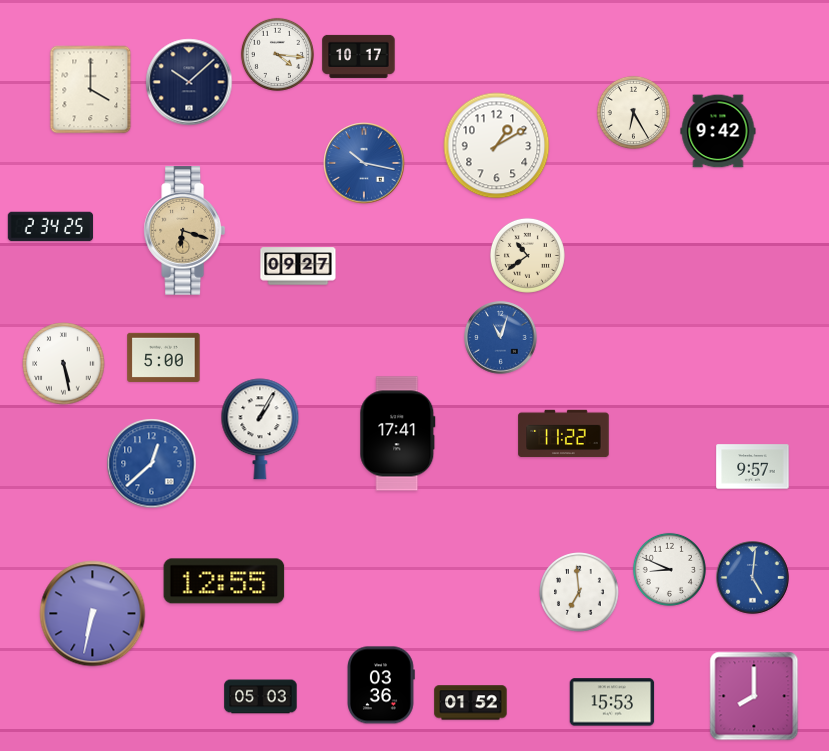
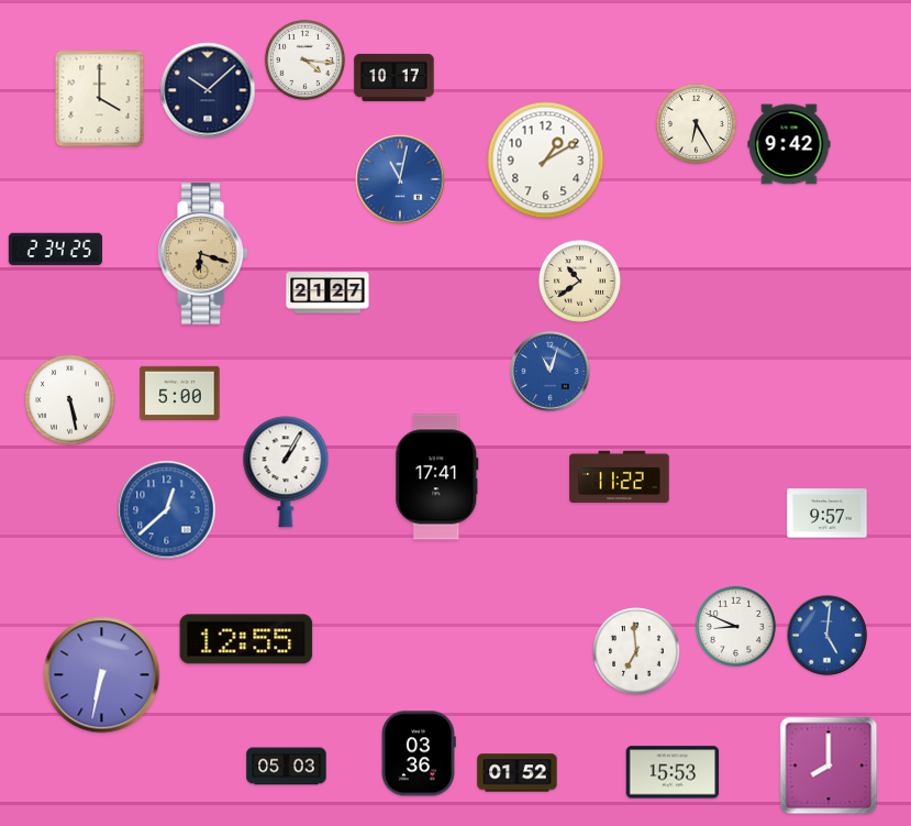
clock at (359, 56) position: (359, 56) -> (395, 77)
clock at (364, 163): 10:17 -> 11:02
clock at (298, 266): 09:27 -> 21:27
